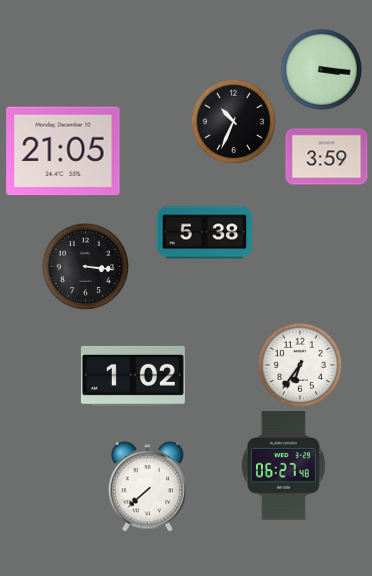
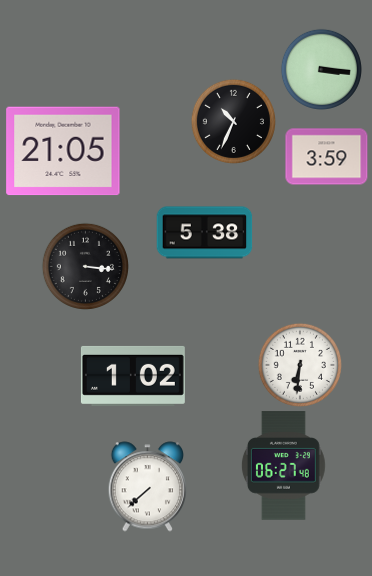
clock at (300, 365): 6:36 -> 6:31
